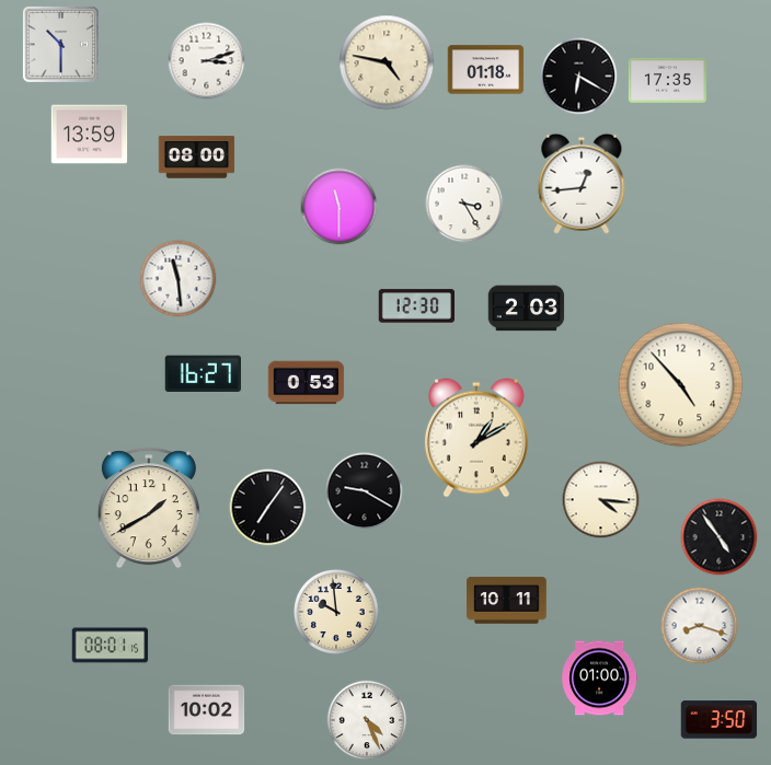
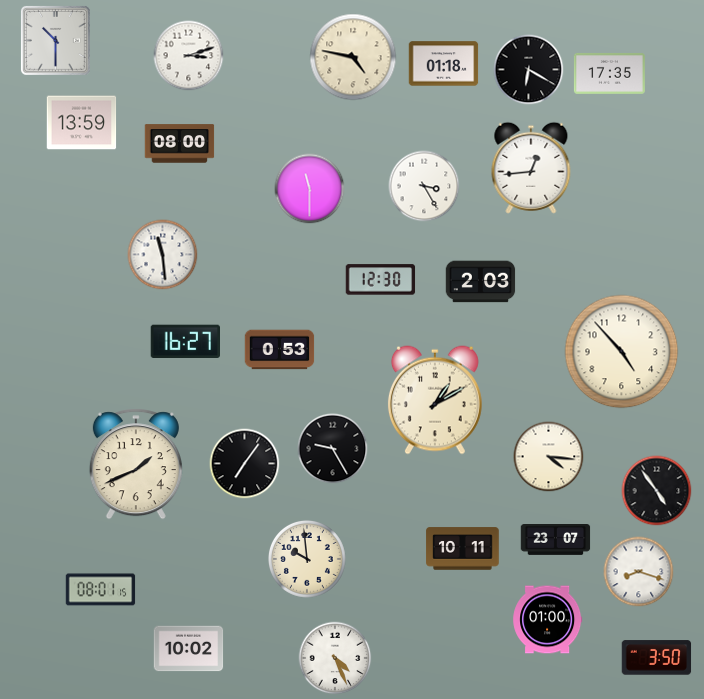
clock at (365, 491): 9:20 -> 9:25
clock at (149, 508): 1:40 -> 1:41
clock at (556, 540): none -> 23:07
